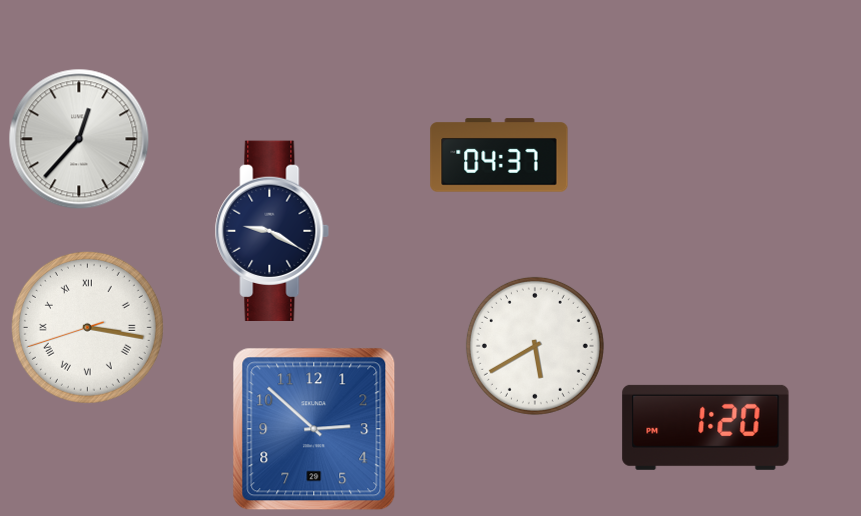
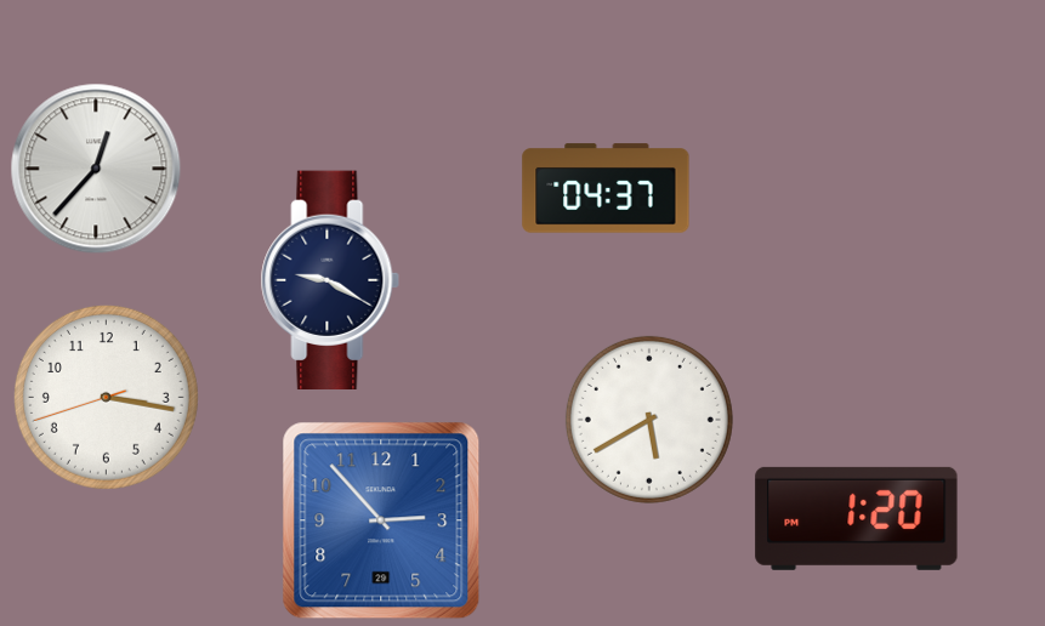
clock at (87, 327) numerals: Roman -> Arabic
clock at (314, 429): 2:52 -> 2:53
